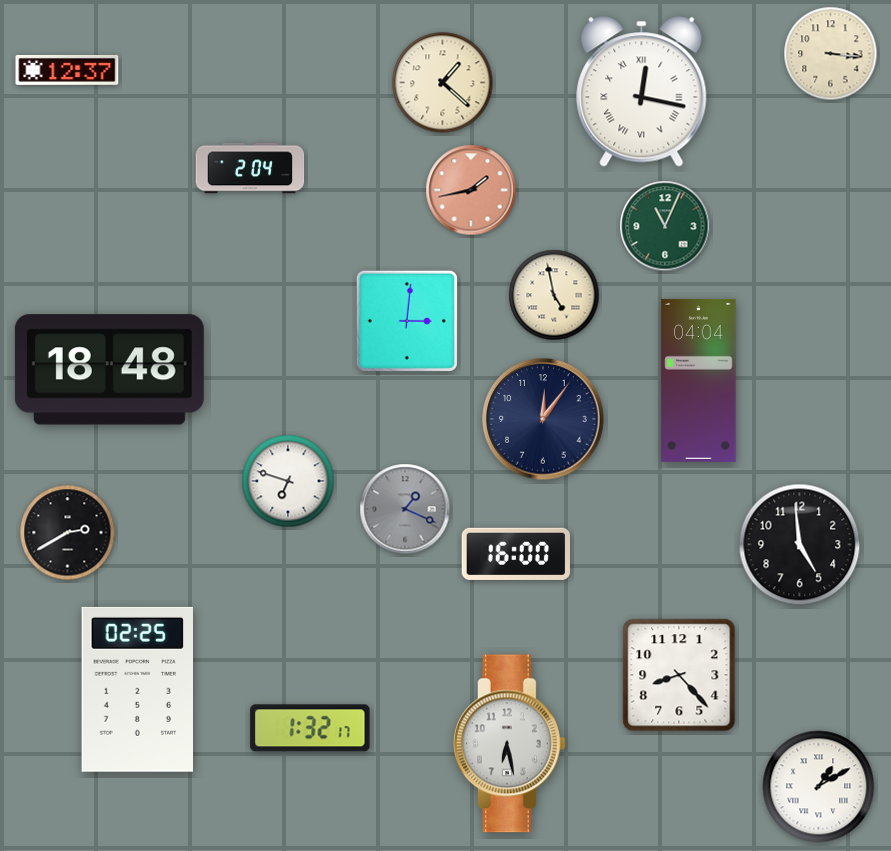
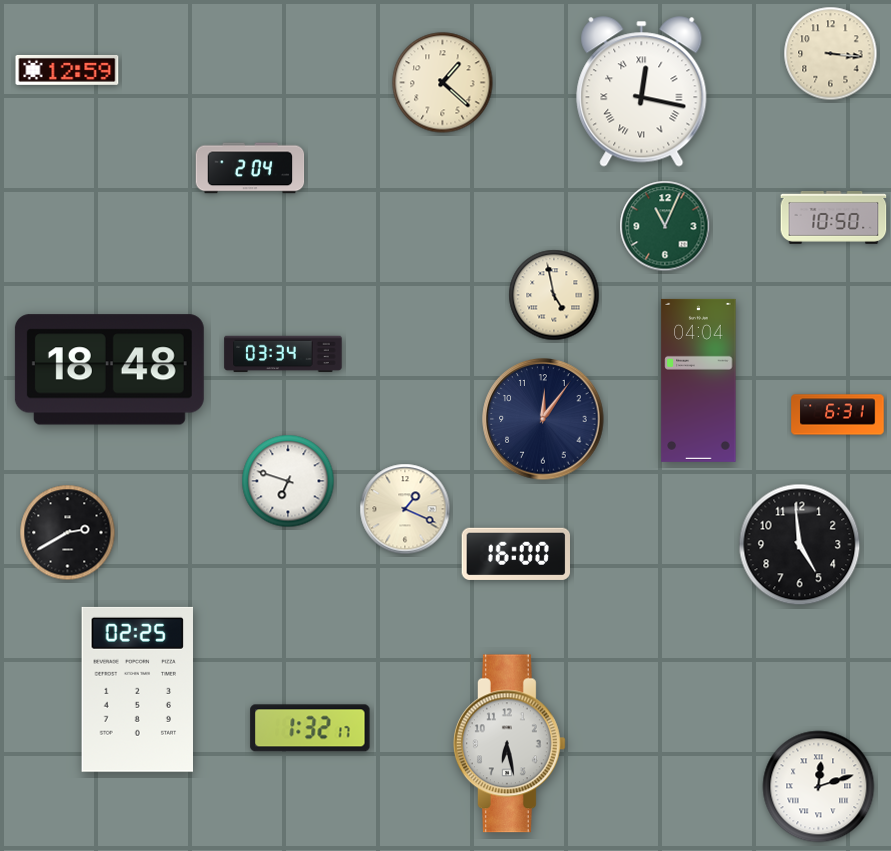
clock at (67, 70): 12:37 -> 12:59
clock at (471, 190): 1:43 -> none
clock at (834, 218): none -> 10:50
clock at (407, 321): 3:01 -> none
clock at (283, 354): none -> 03:34
clock at (838, 415): none -> 6:31
clock at (405, 509) dial: grey -> cream
clock at (679, 675): 8:23 -> none
clock at (819, 787): 1:10 -> 12:12
